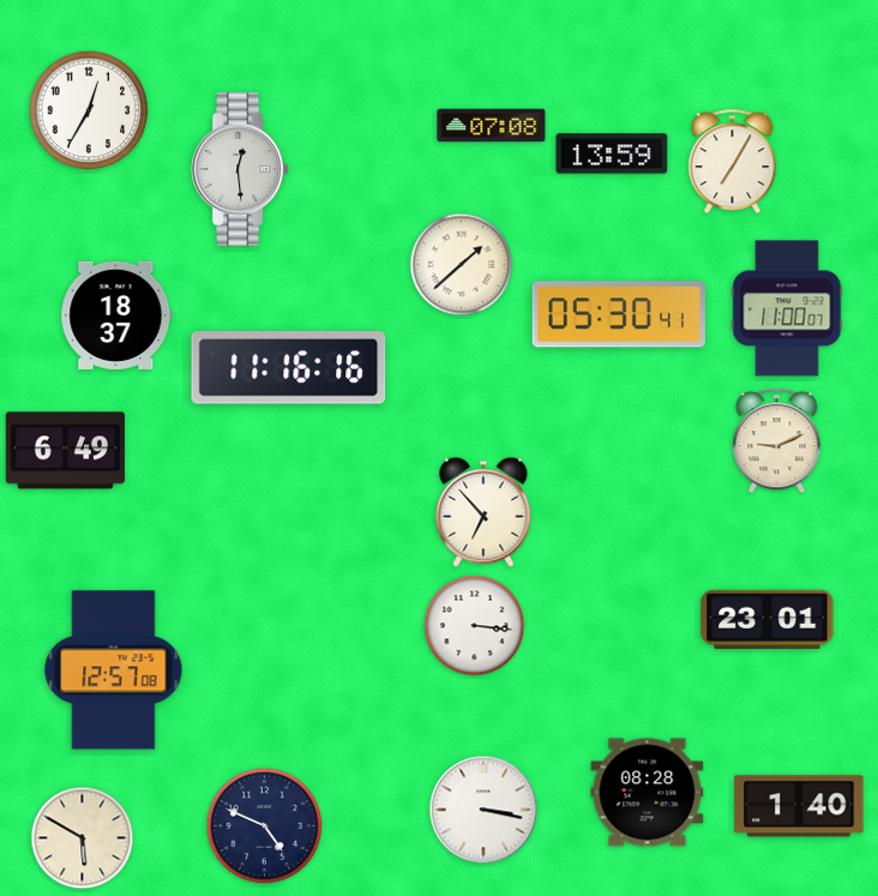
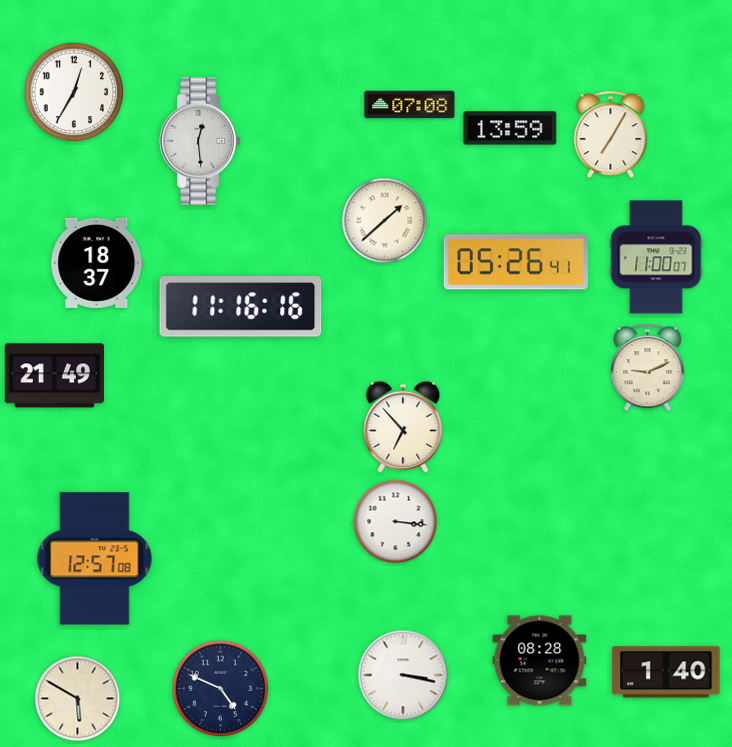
clock at (619, 314): 05:30 -> 05:26
clock at (65, 451): 6:49 -> 21:49
clock at (768, 619): 23:01 -> none
clock at (83, 838) position: (83, 838) -> (78, 699)
